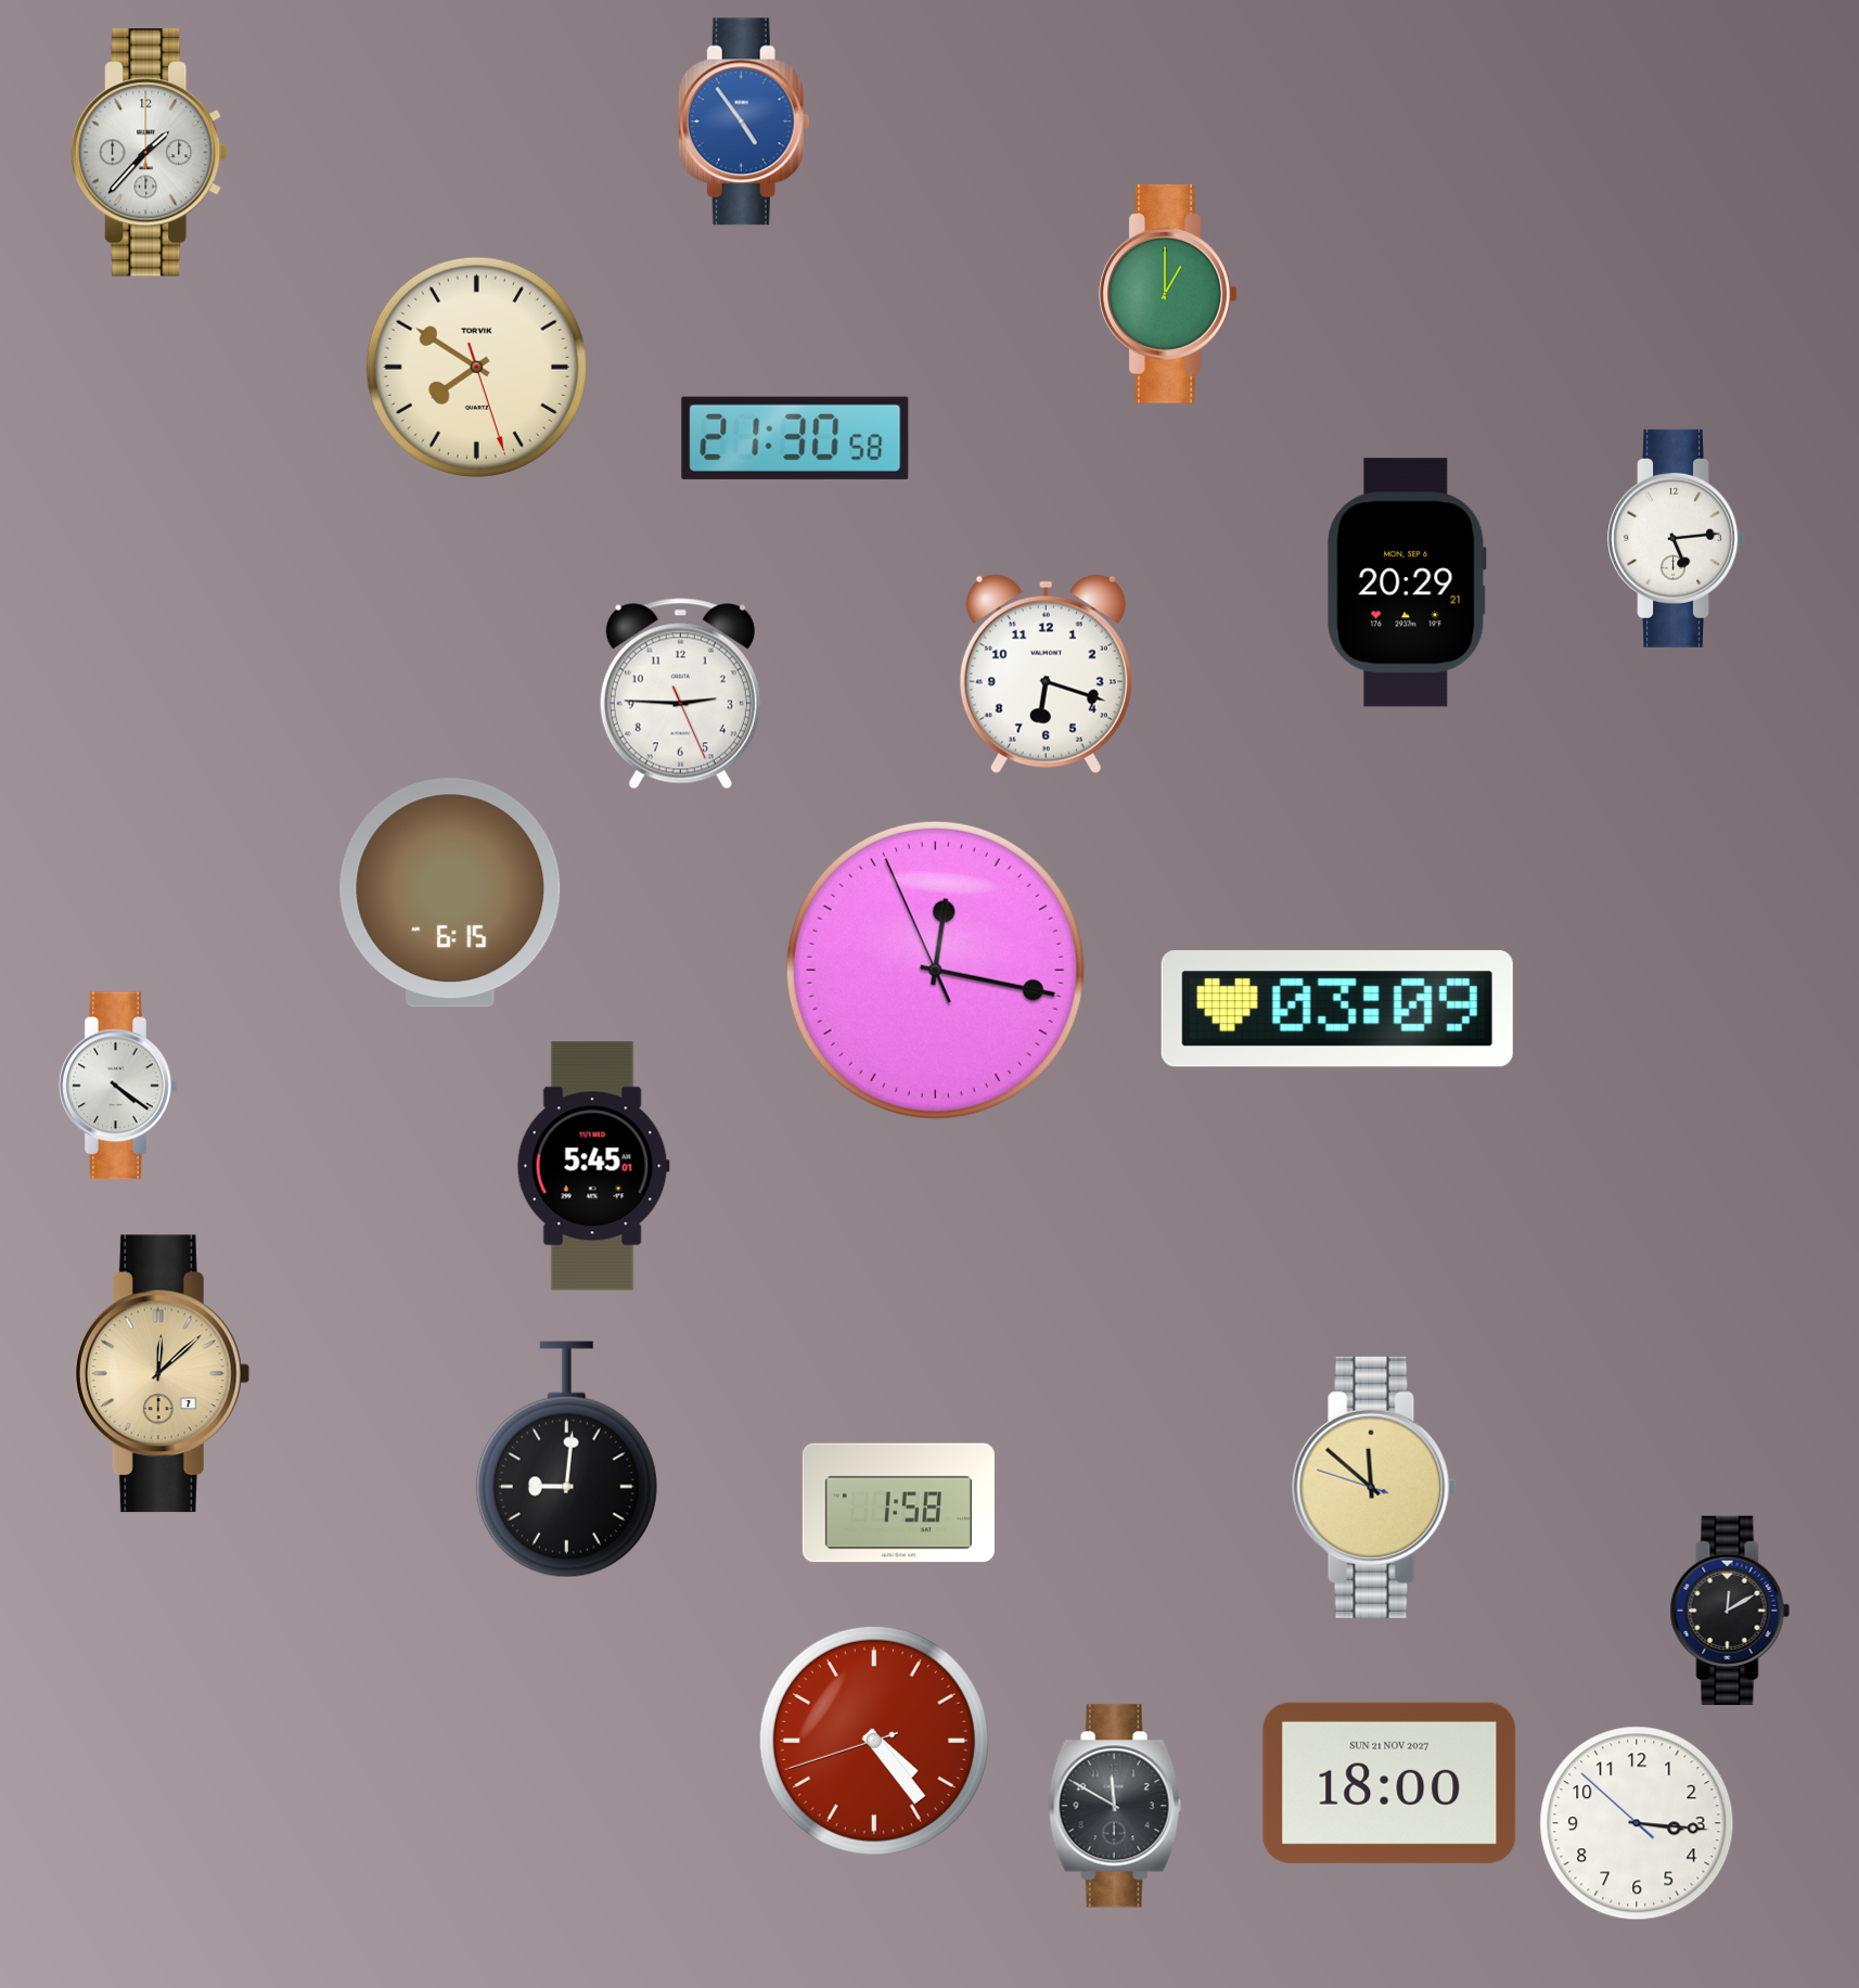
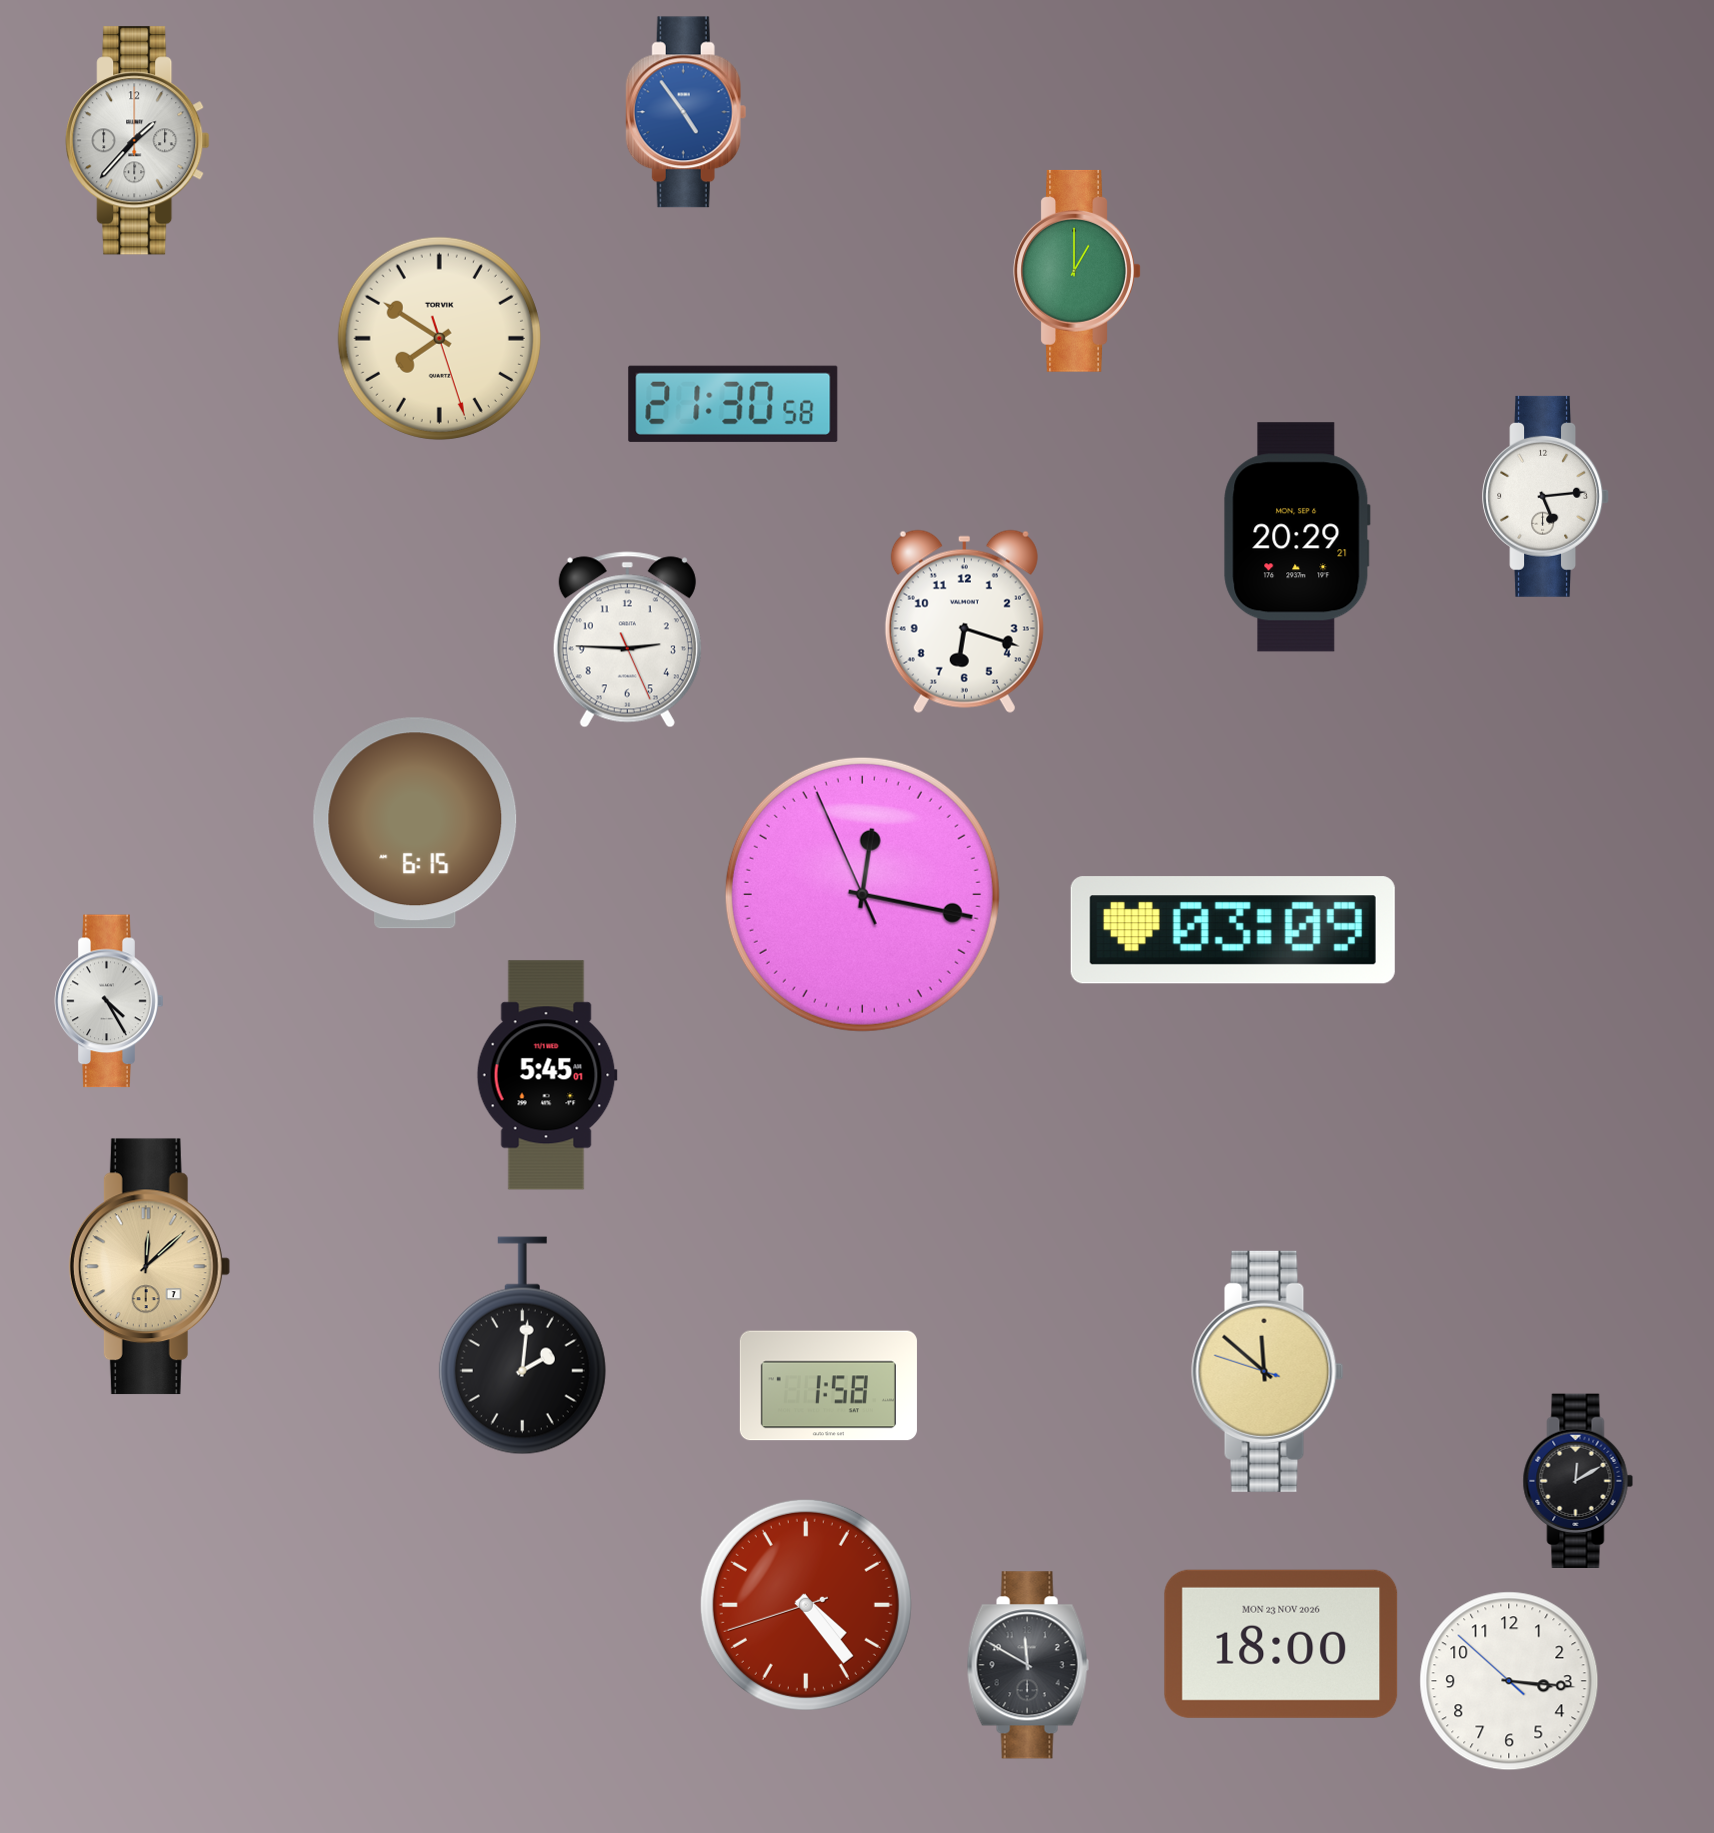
clock at (118, 1086): 4:21 -> 4:25
clock at (566, 1460): 9:01 -> 2:01
clock at (1730, 1611) position: (1730, 1611) -> (1578, 1481)
clock at (1389, 1783) date: SUN 21 NOV 2027 -> MON 23 NOV 2026
